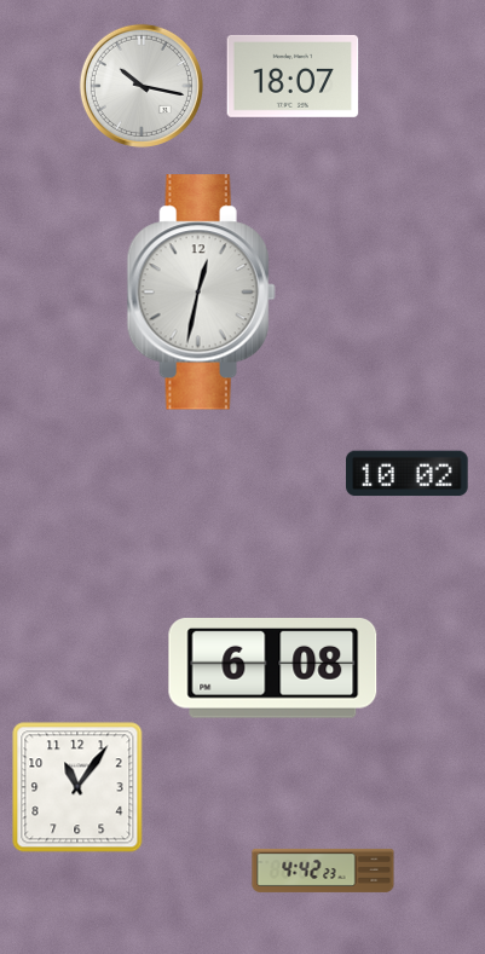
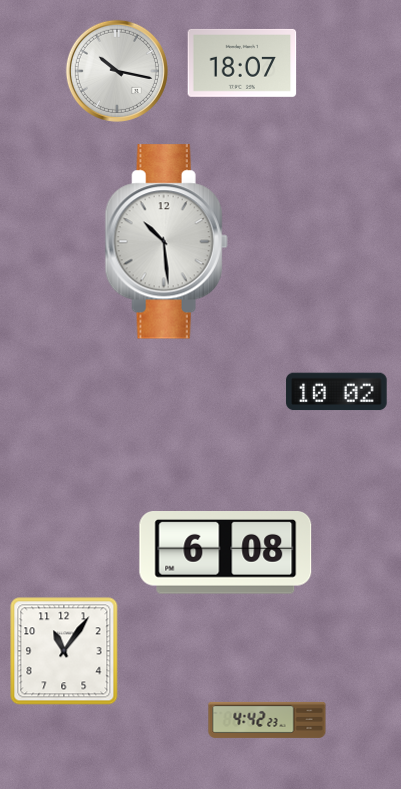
clock at (201, 293): 12:32 -> 10:29
